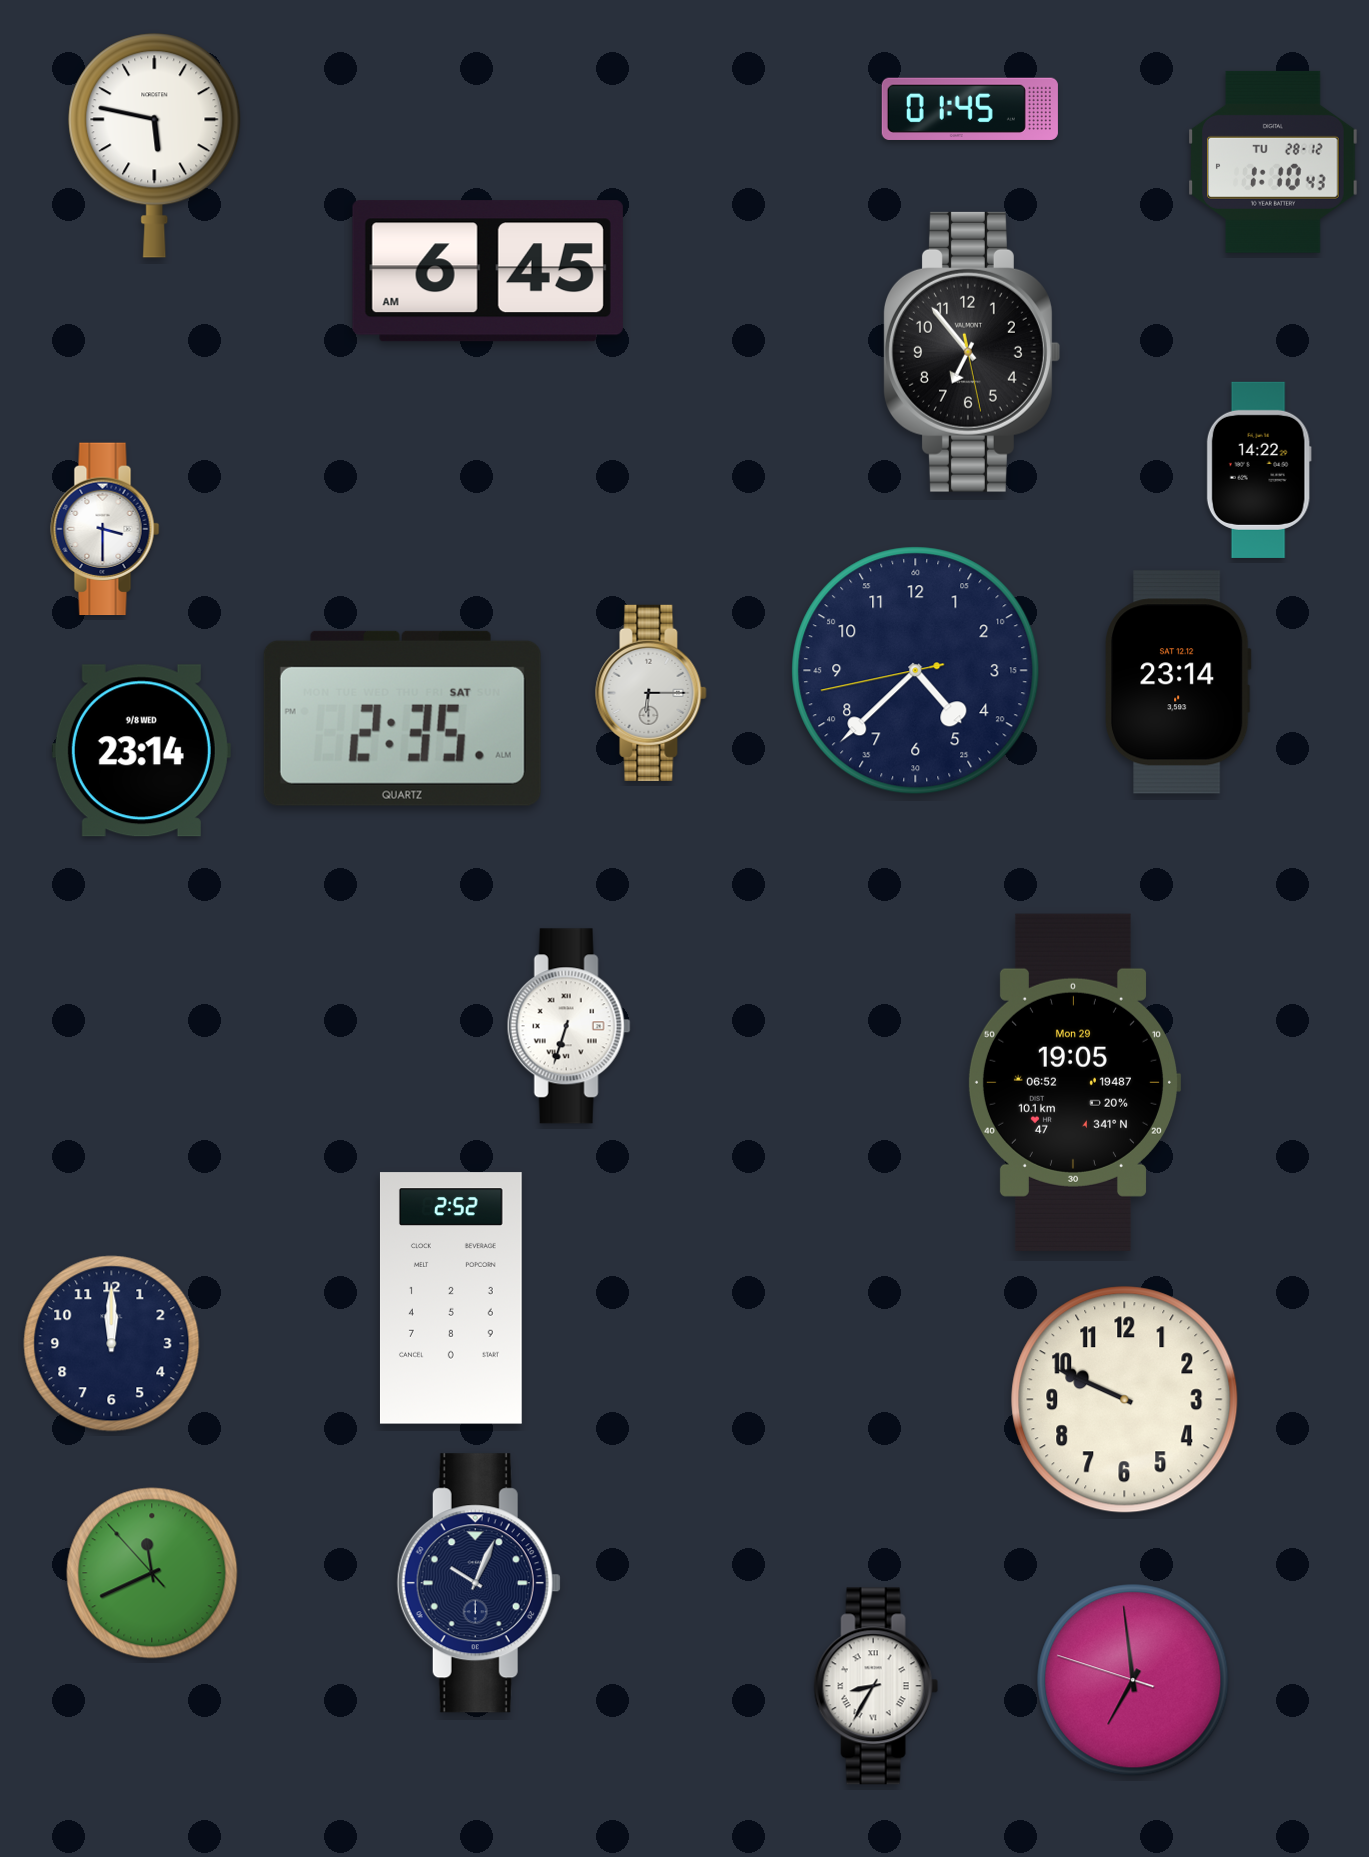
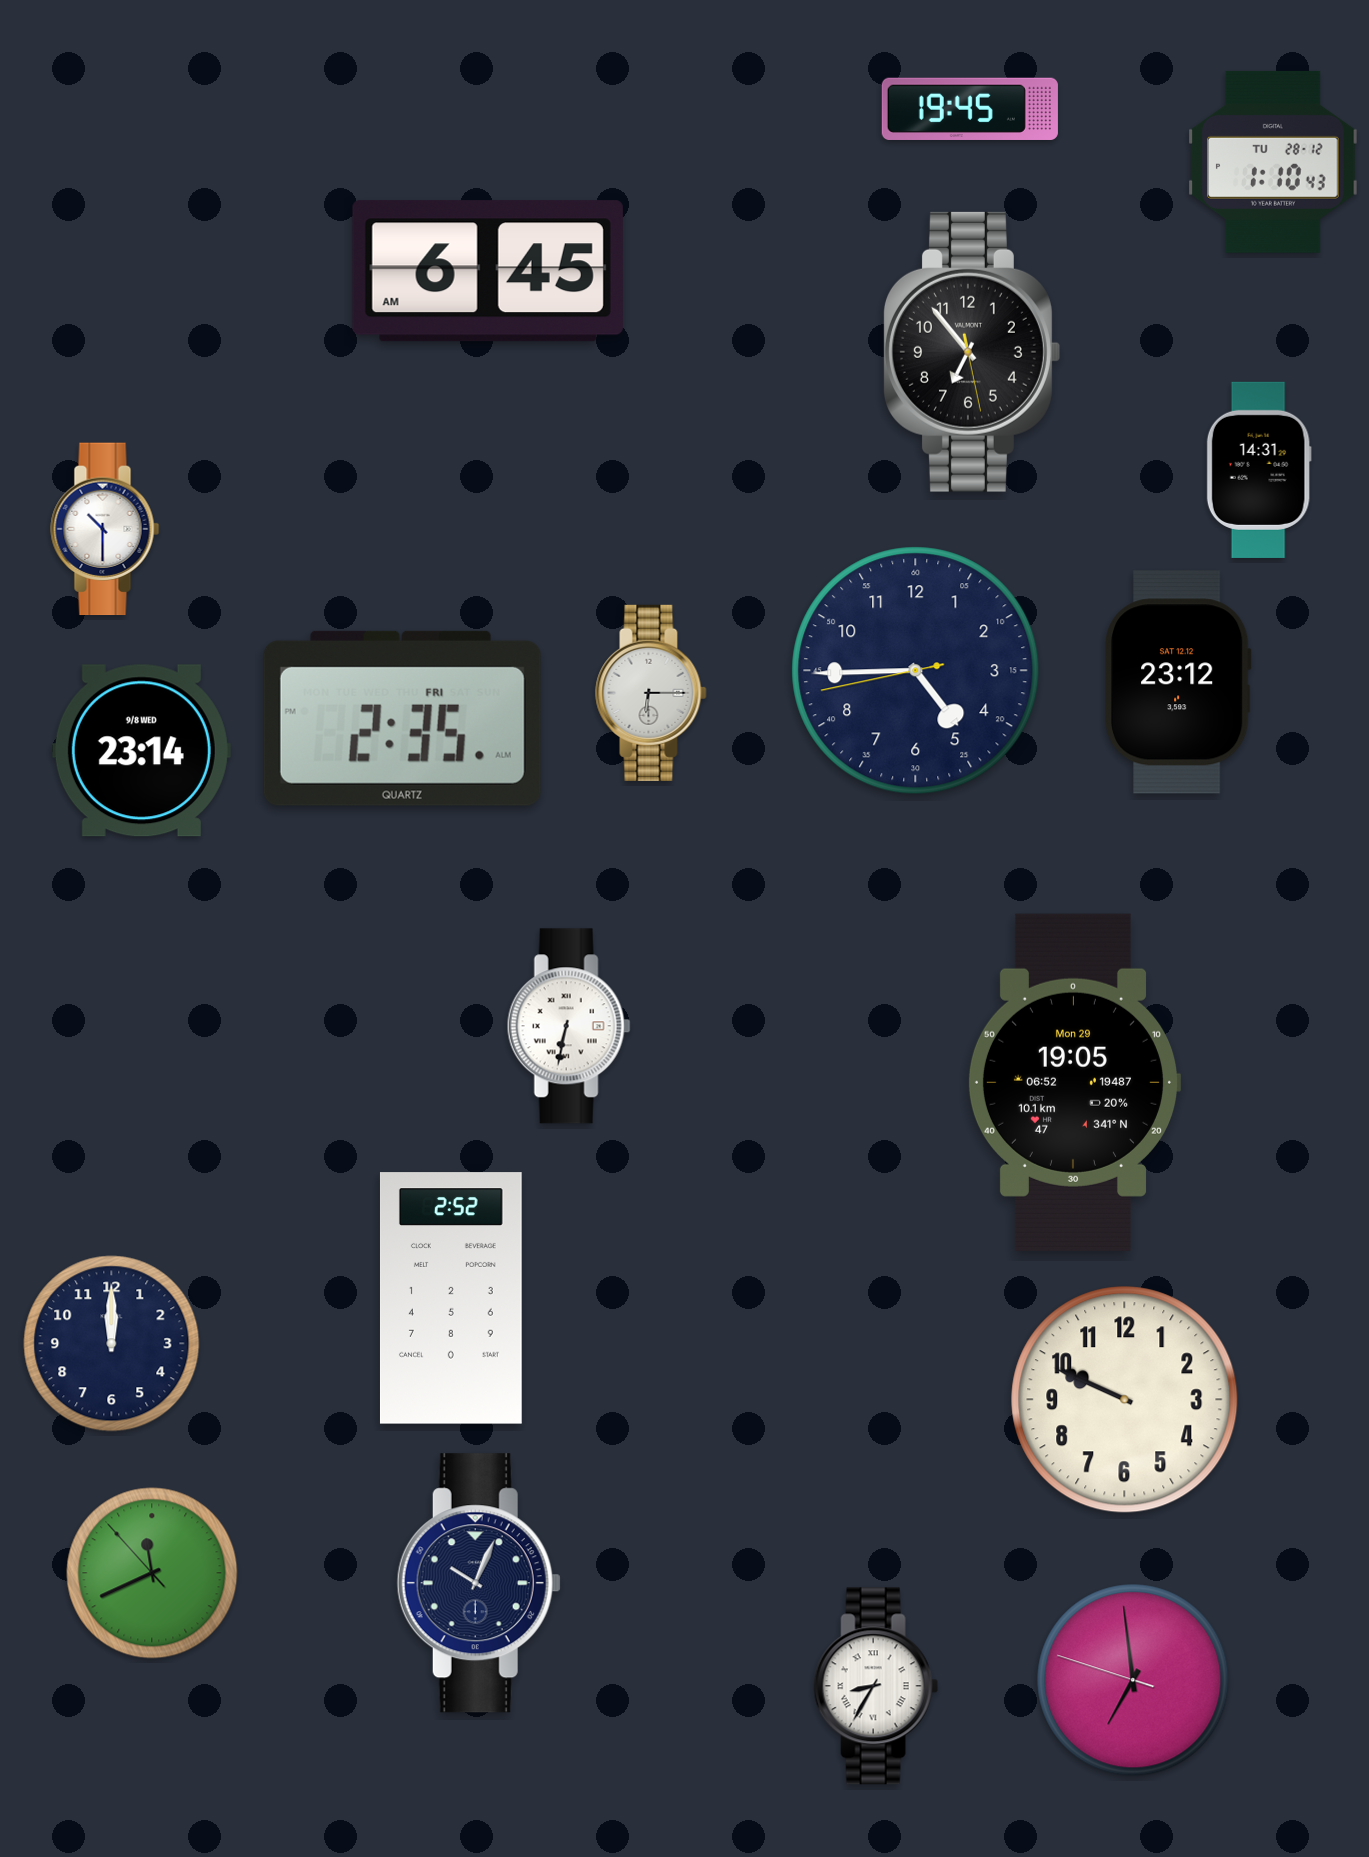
clock at (970, 109): 01:45 -> 19:45
clock at (155, 145): 5:47 -> none
clock at (1259, 470): 14:22 -> 14:31
clock at (105, 529): 3:30 -> 10:30
clock at (916, 671): 4:37 -> 4:44
clock at (1178, 682): 23:14 -> 23:12
clock at (402, 718) date: SAT -> FRI
clock at (569, 1026): 6:33 -> 6:32
